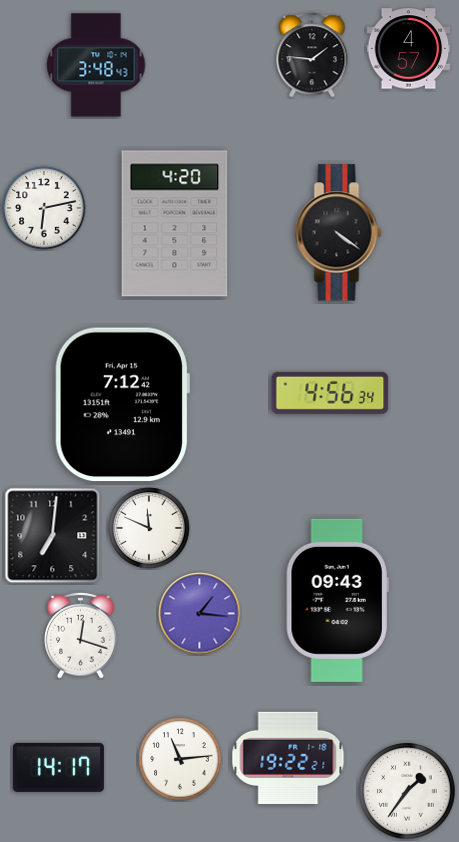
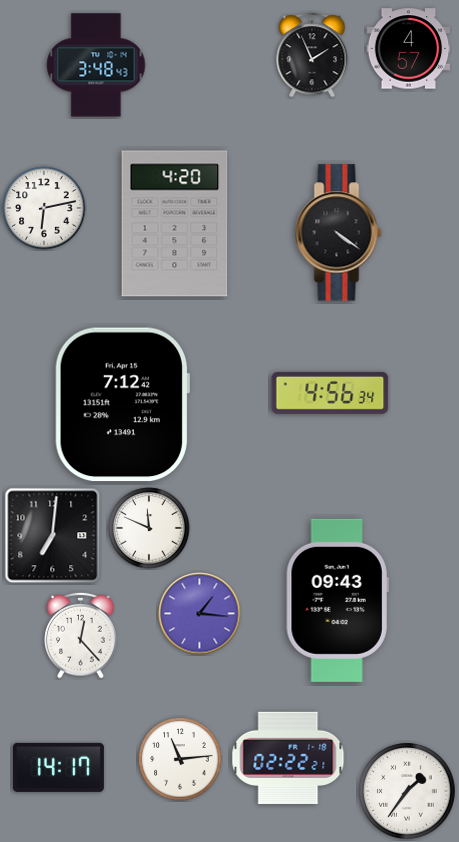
clock at (312, 55): 1:46 -> 1:56
clock at (81, 635): 12:18 -> 12:23
clock at (288, 758): 19:22 -> 02:22
